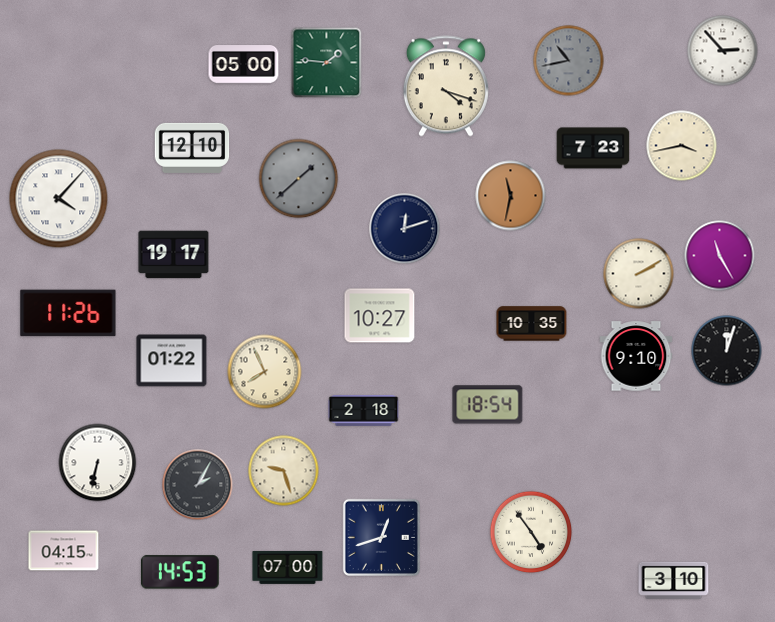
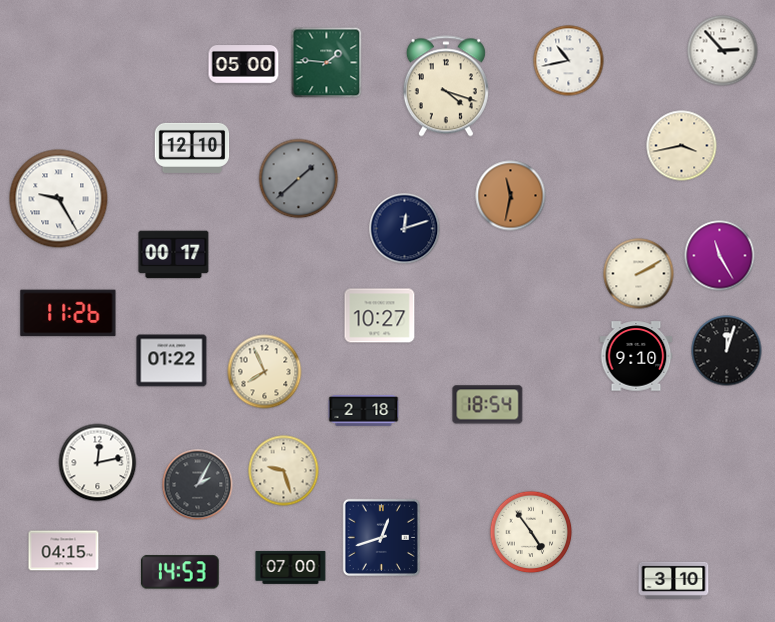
clock at (569, 61) dial: grey -> white
clock at (593, 148): 7:23 -> none
clock at (59, 199): 4:07 -> 9:25
clock at (174, 255): 19:17 -> 00:17
clock at (532, 324): 10:35 -> none
clock at (98, 463): 6:32 -> 12:13
clock at (288, 567) position: (288, 567) -> (291, 567)
